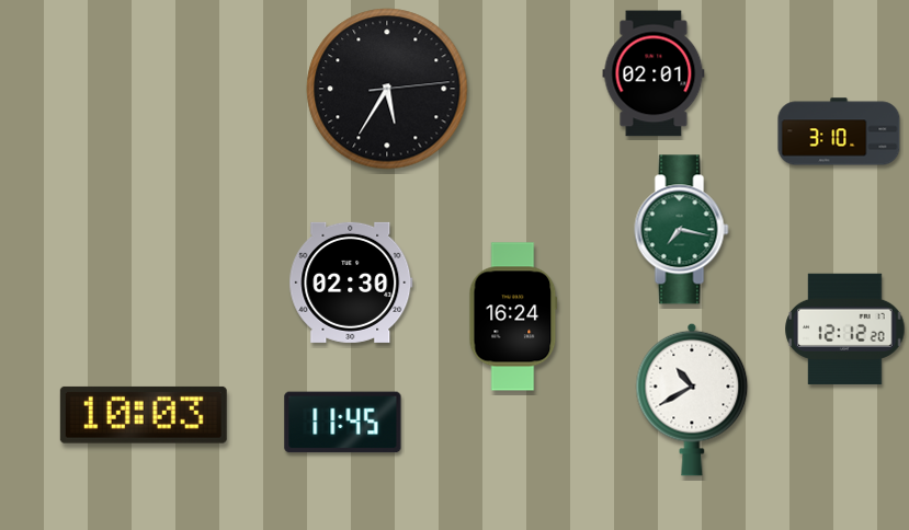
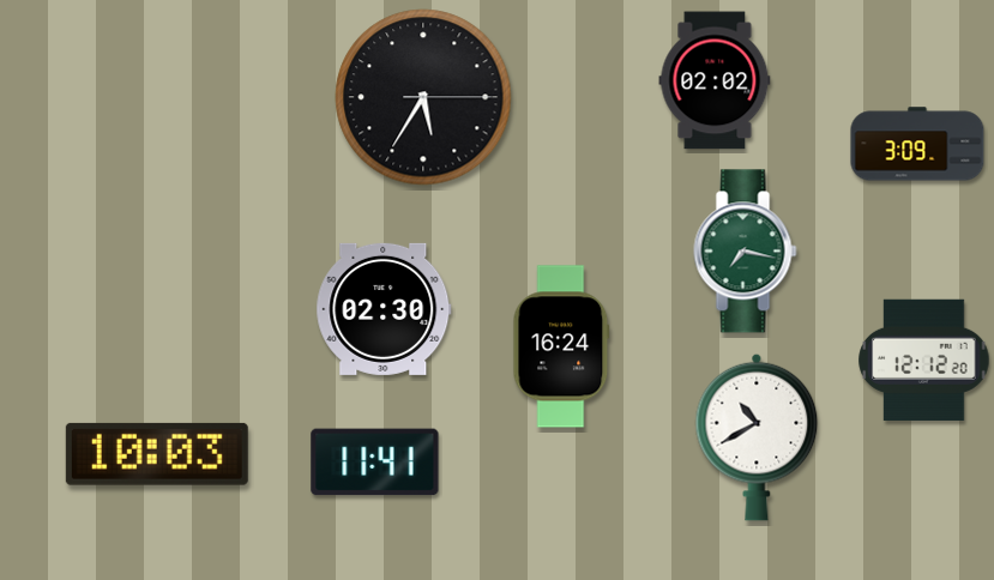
clock at (654, 73): 02:01 -> 02:02
clock at (387, 89): 5:35:14 -> 5:35:15
clock at (839, 131): 3:10 -> 3:09
clock at (343, 423): 11:45 -> 11:41
